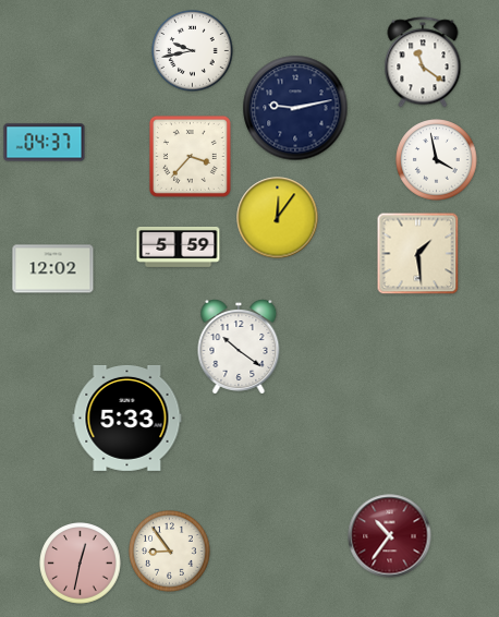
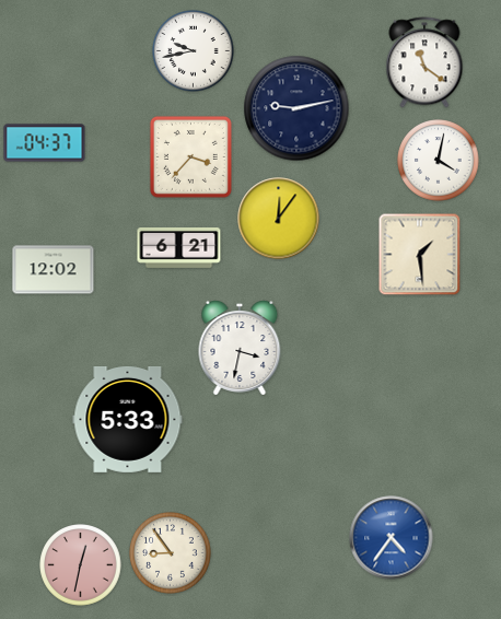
clock at (437, 160): 3:58 -> 4:02
clock at (179, 247): 5:59 -> 6:21
clock at (239, 348): 10:21 -> 3:32
clock at (390, 536): 10:36 -> 4:36
clock at (390, 536) dial: burgundy -> blue
